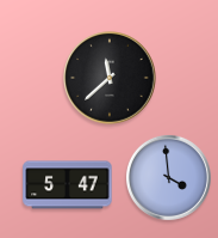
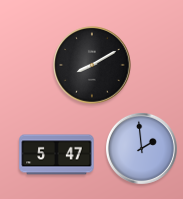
clock at (110, 78): 11:38 -> 8:10
clock at (168, 177): 3:59 -> 1:59
